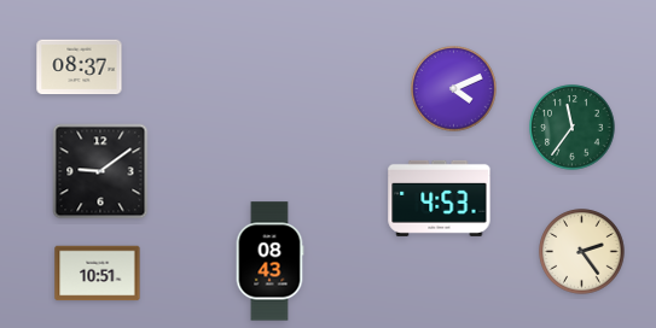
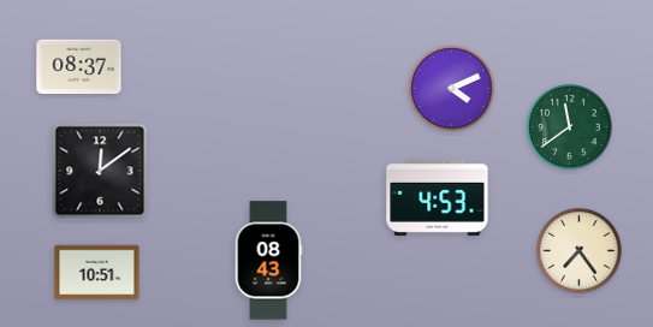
clock at (573, 128): 11:36 -> 11:39
clock at (100, 171): 9:09 -> 12:09
clock at (582, 252): 2:24 -> 7:24
